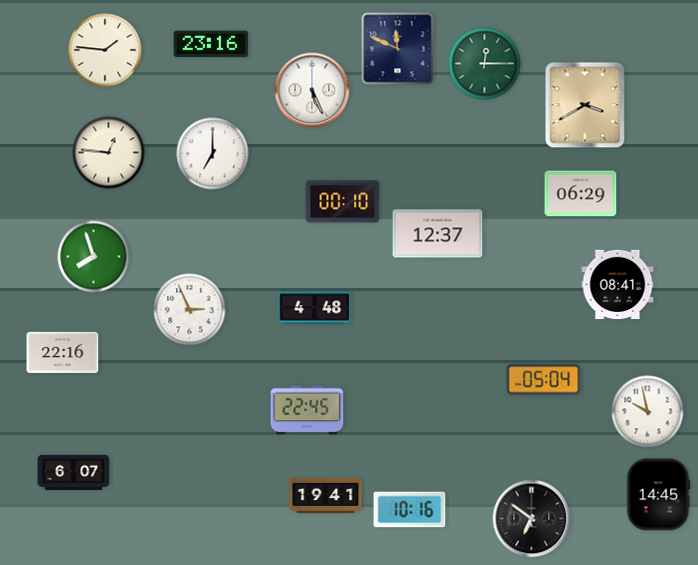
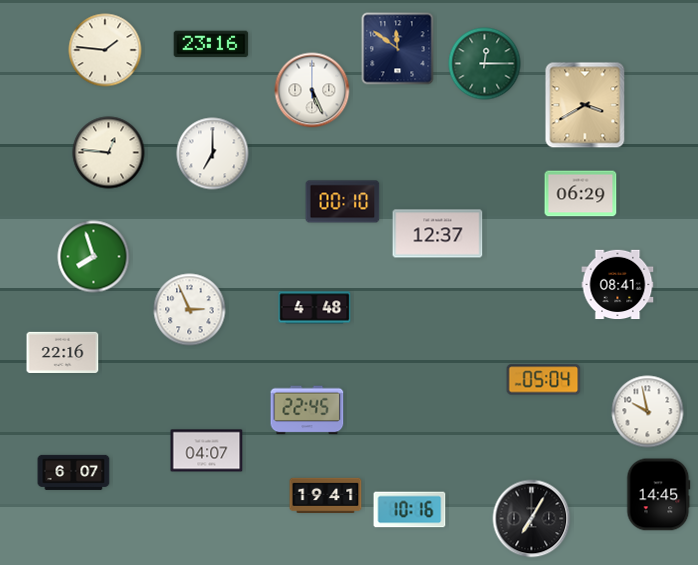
clock at (398, 49): 11:49 -> 11:51
clock at (207, 451): none -> 04:07
clock at (532, 519): 6:51 -> 7:05
